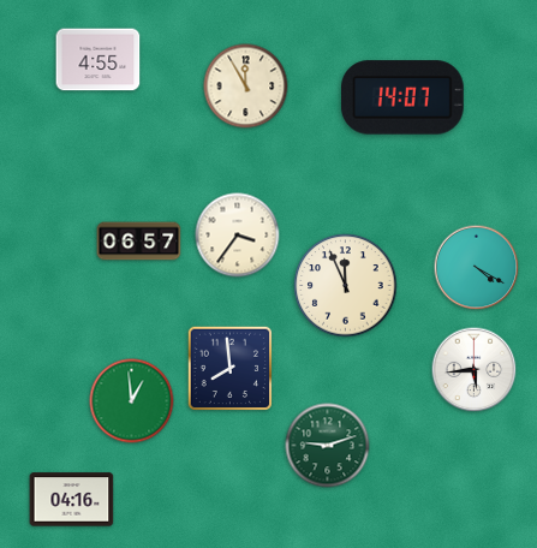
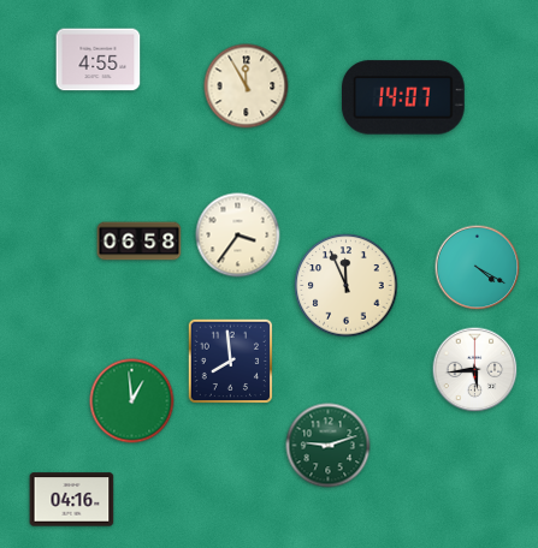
clock at (139, 242): 06:57 -> 06:58
clock at (229, 368) position: (229, 368) -> (230, 361)
